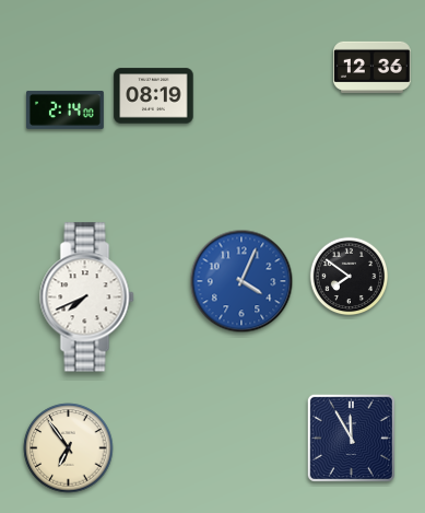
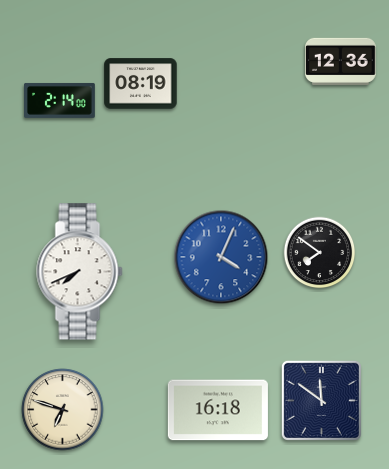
clock at (154, 96) position: (154, 96) -> (141, 84)
clock at (351, 438): 11:55 -> 11:51
clock at (69, 448): 6:54 -> 6:48
clock at (218, 410): none -> 16:18
